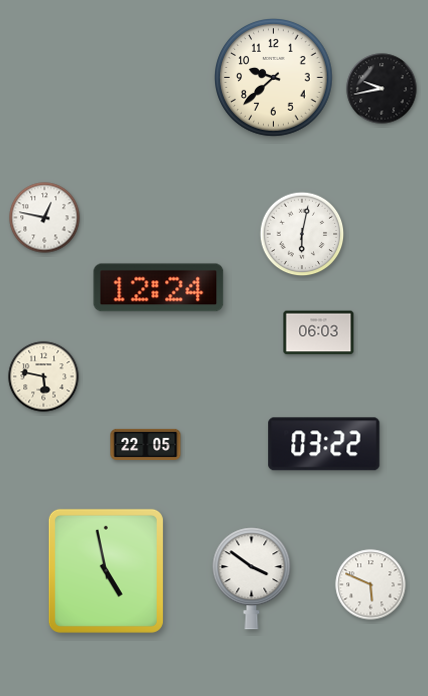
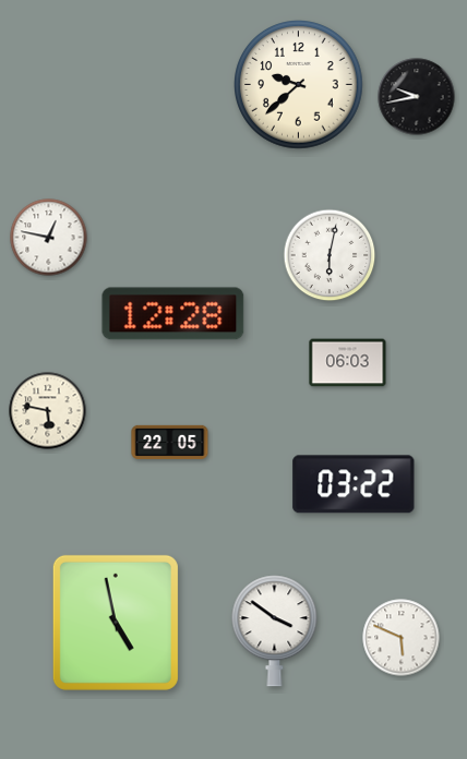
clock at (159, 288): 12:24 -> 12:28
clock at (146, 444) position: (146, 444) -> (170, 442)
clock at (371, 585) position: (371, 585) -> (402, 638)
